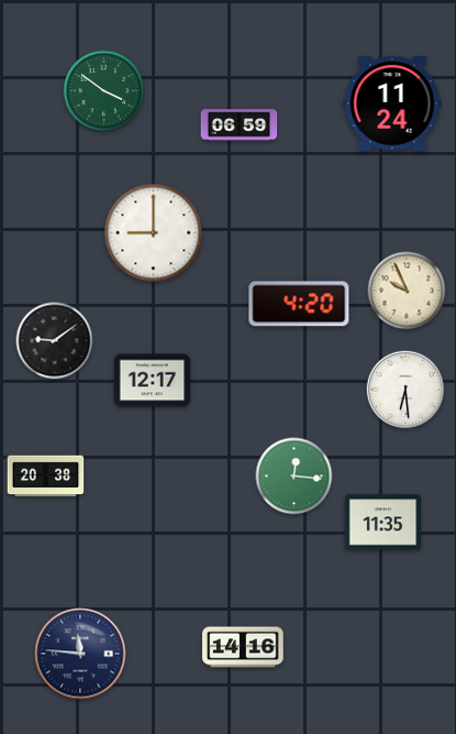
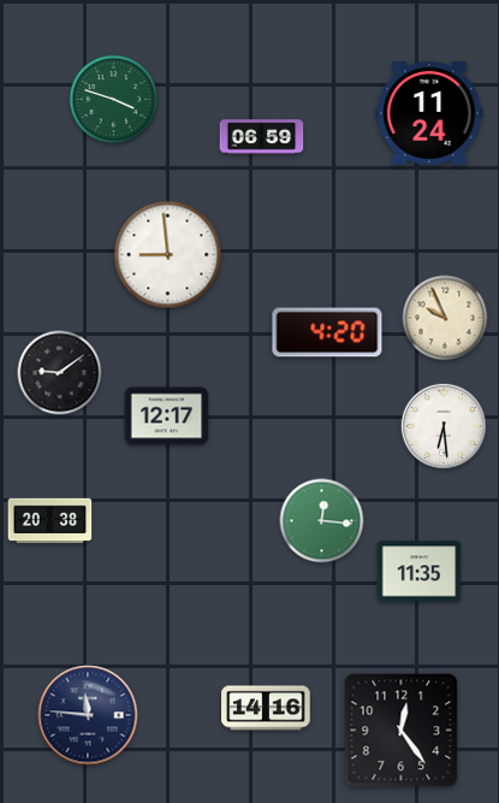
clock at (104, 91): 3:51 -> 3:48
clock at (154, 233): 9:00 -> 8:59
clock at (402, 731): none -> 12:24
